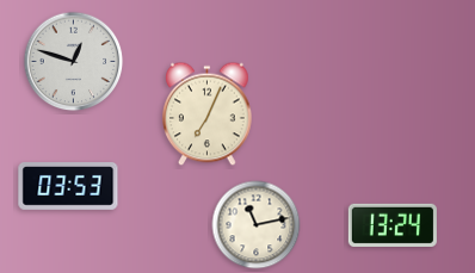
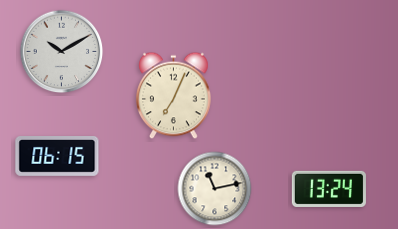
clock at (74, 62): 12:48 -> 10:10
clock at (68, 187): 03:53 -> 06:15
